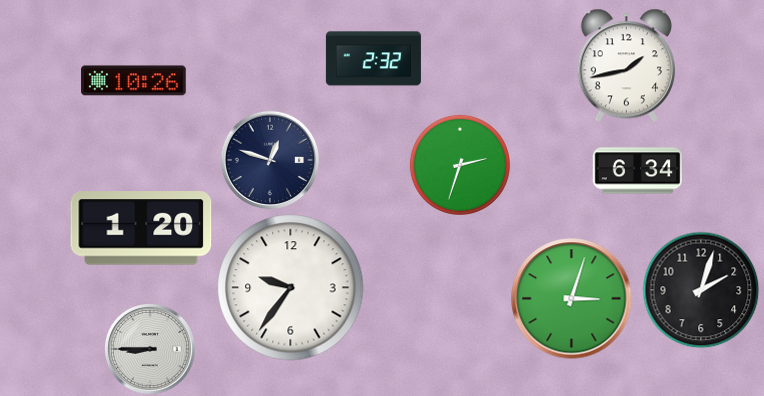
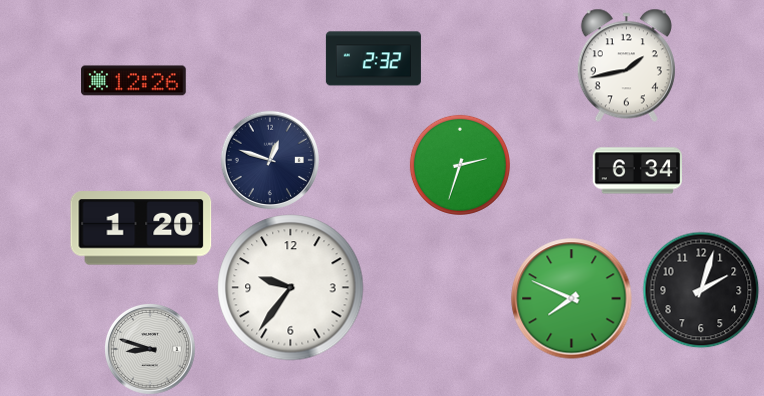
clock at (134, 81): 10:26 -> 12:26
clock at (572, 299): 3:03 -> 7:49
clock at (150, 349): 8:45 -> 8:48
